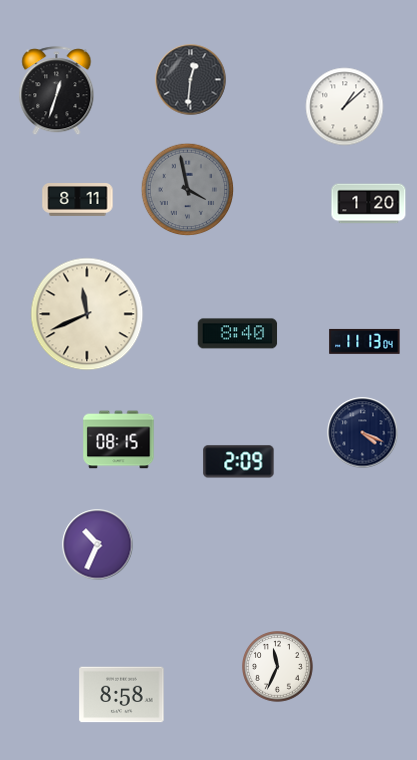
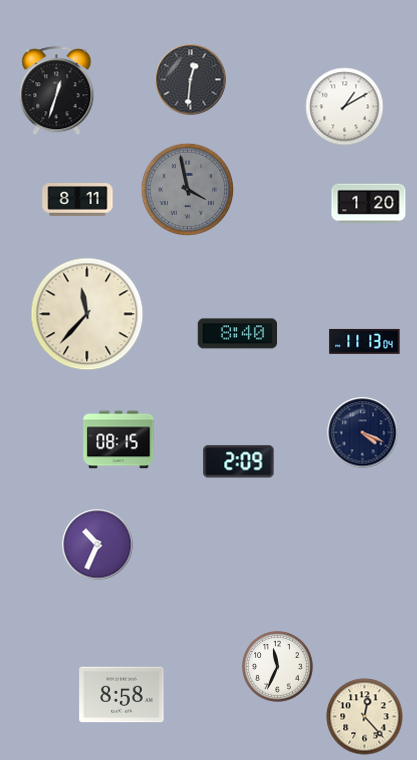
clock at (345, 107): 1:08 -> 1:10
clock at (87, 314): 11:41 -> 11:37
clock at (365, 717): none -> 12:23
